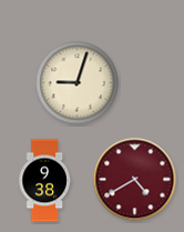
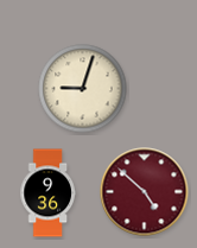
clock at (135, 180): 4:40 -> 4:52
clock at (44, 181): 9:38 -> 9:36
